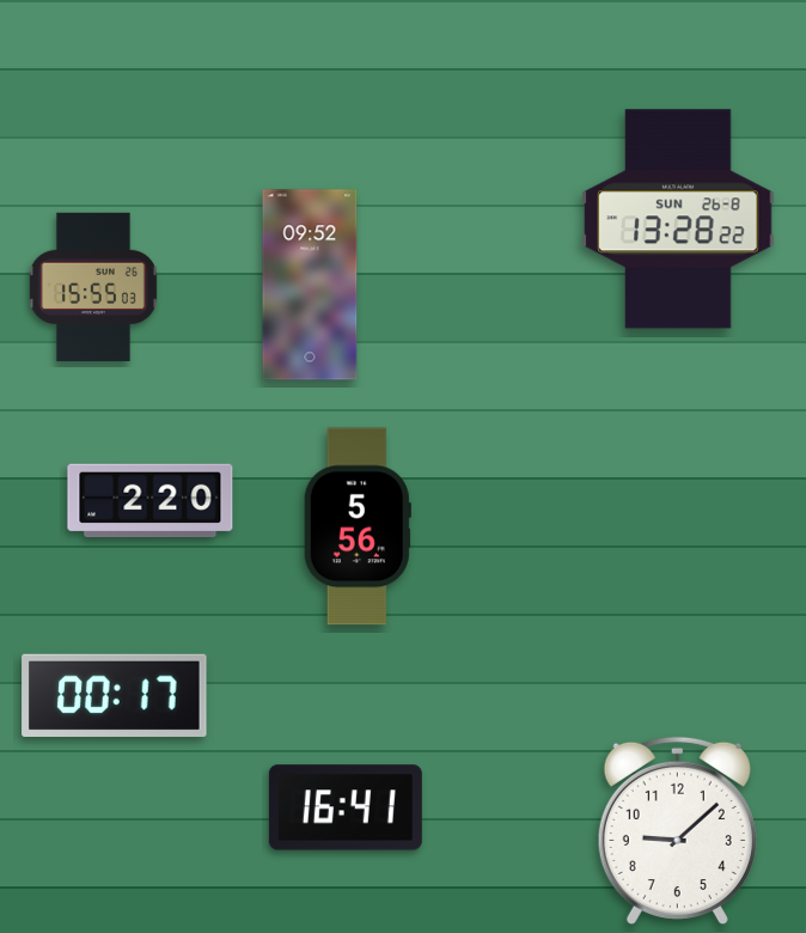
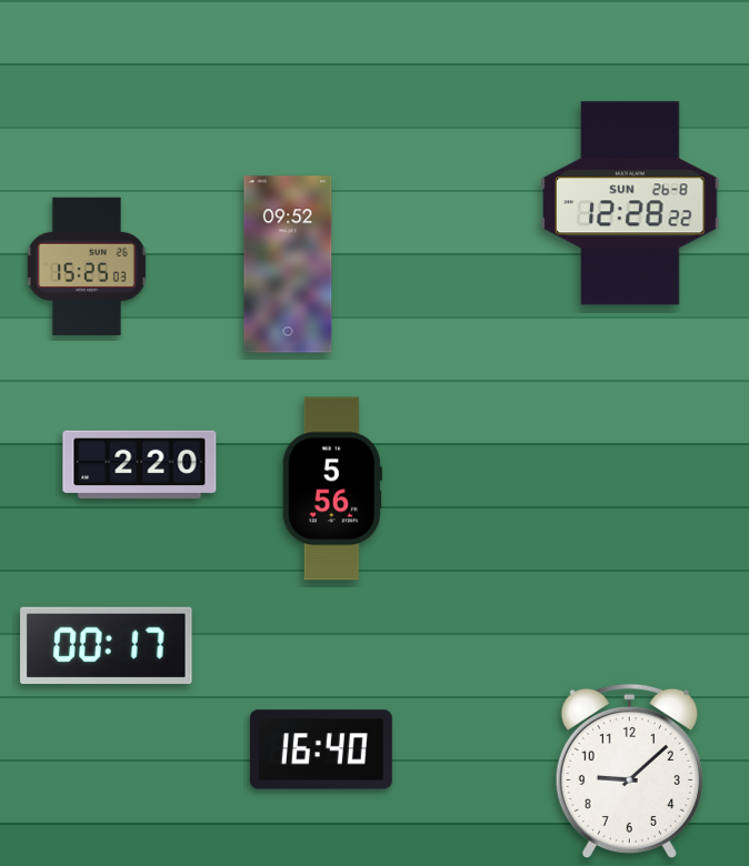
clock at (678, 219): 13:28 -> 12:28
clock at (93, 287): 15:55 -> 15:25
clock at (346, 807): 16:41 -> 16:40
